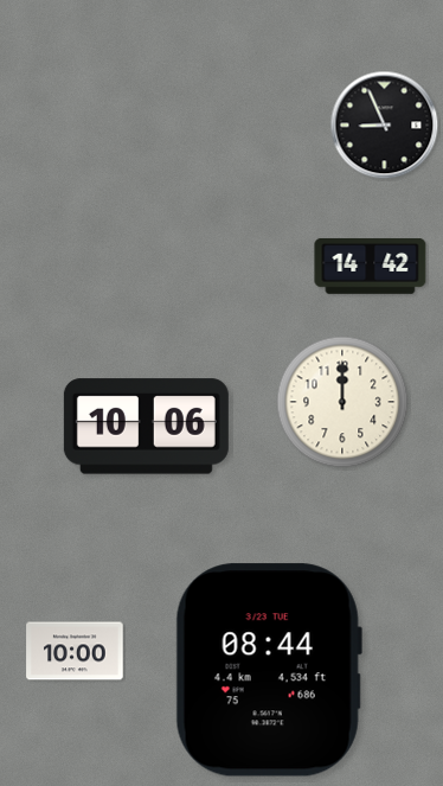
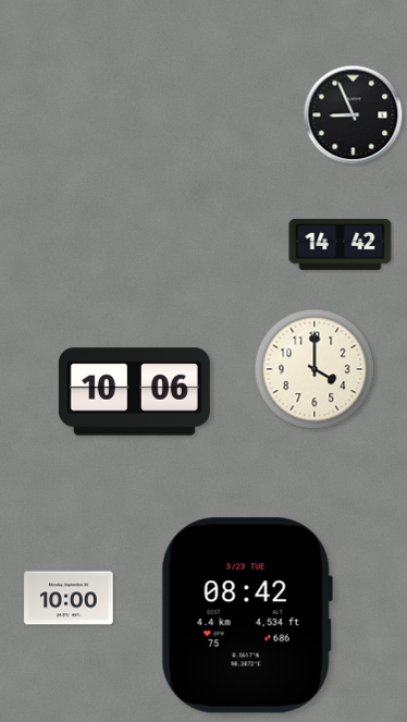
clock at (342, 402): 12:00 -> 4:00
clock at (269, 670): 08:44 -> 08:42
